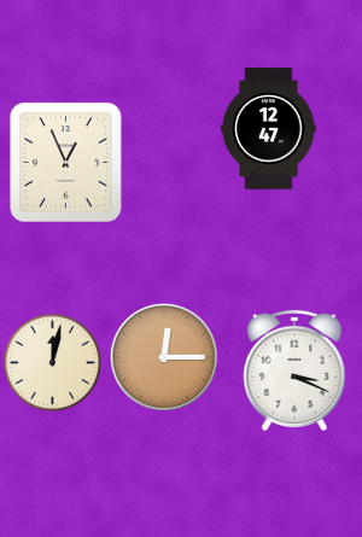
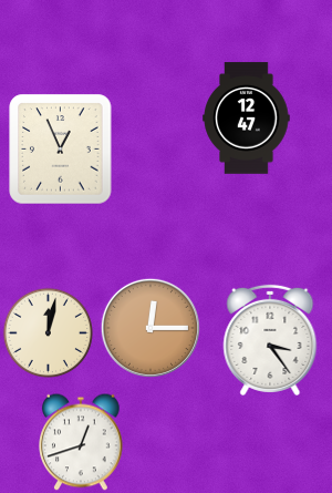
clock at (294, 370): 3:19 -> 3:24
clock at (81, 442): none -> 12:42
